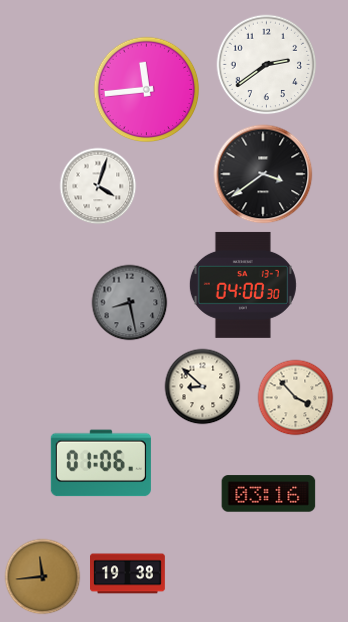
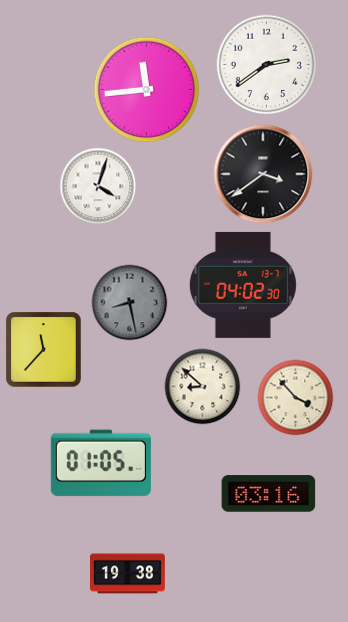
clock at (243, 285): 04:00 -> 04:02
clock at (44, 350): none -> 11:37
clock at (101, 463): 01:06 -> 01:05
clock at (43, 577): 11:44 -> none
